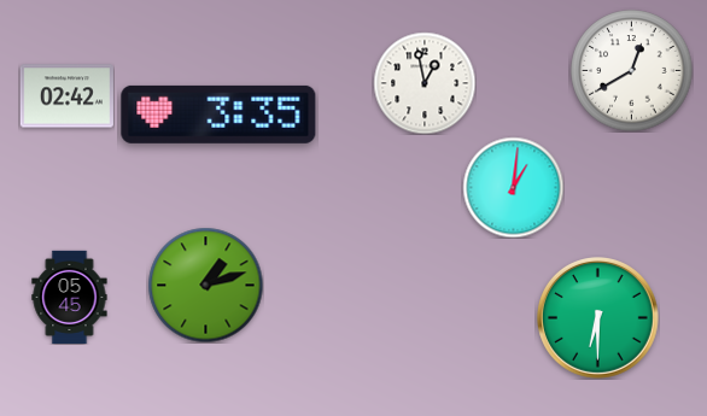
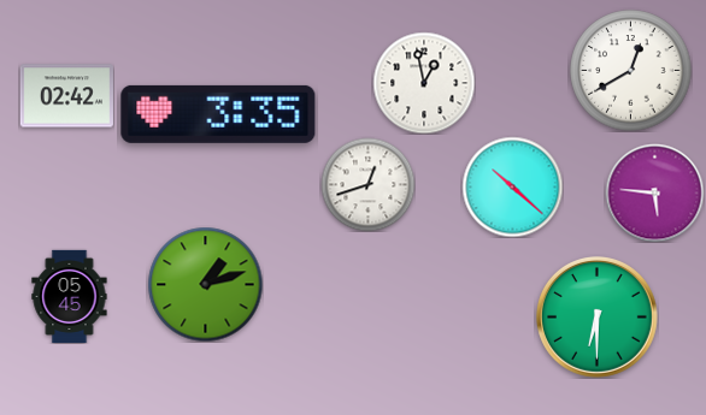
clock at (367, 184): none -> 12:42
clock at (513, 187): 1:01 -> 10:22
clock at (654, 192): none -> 5:46
